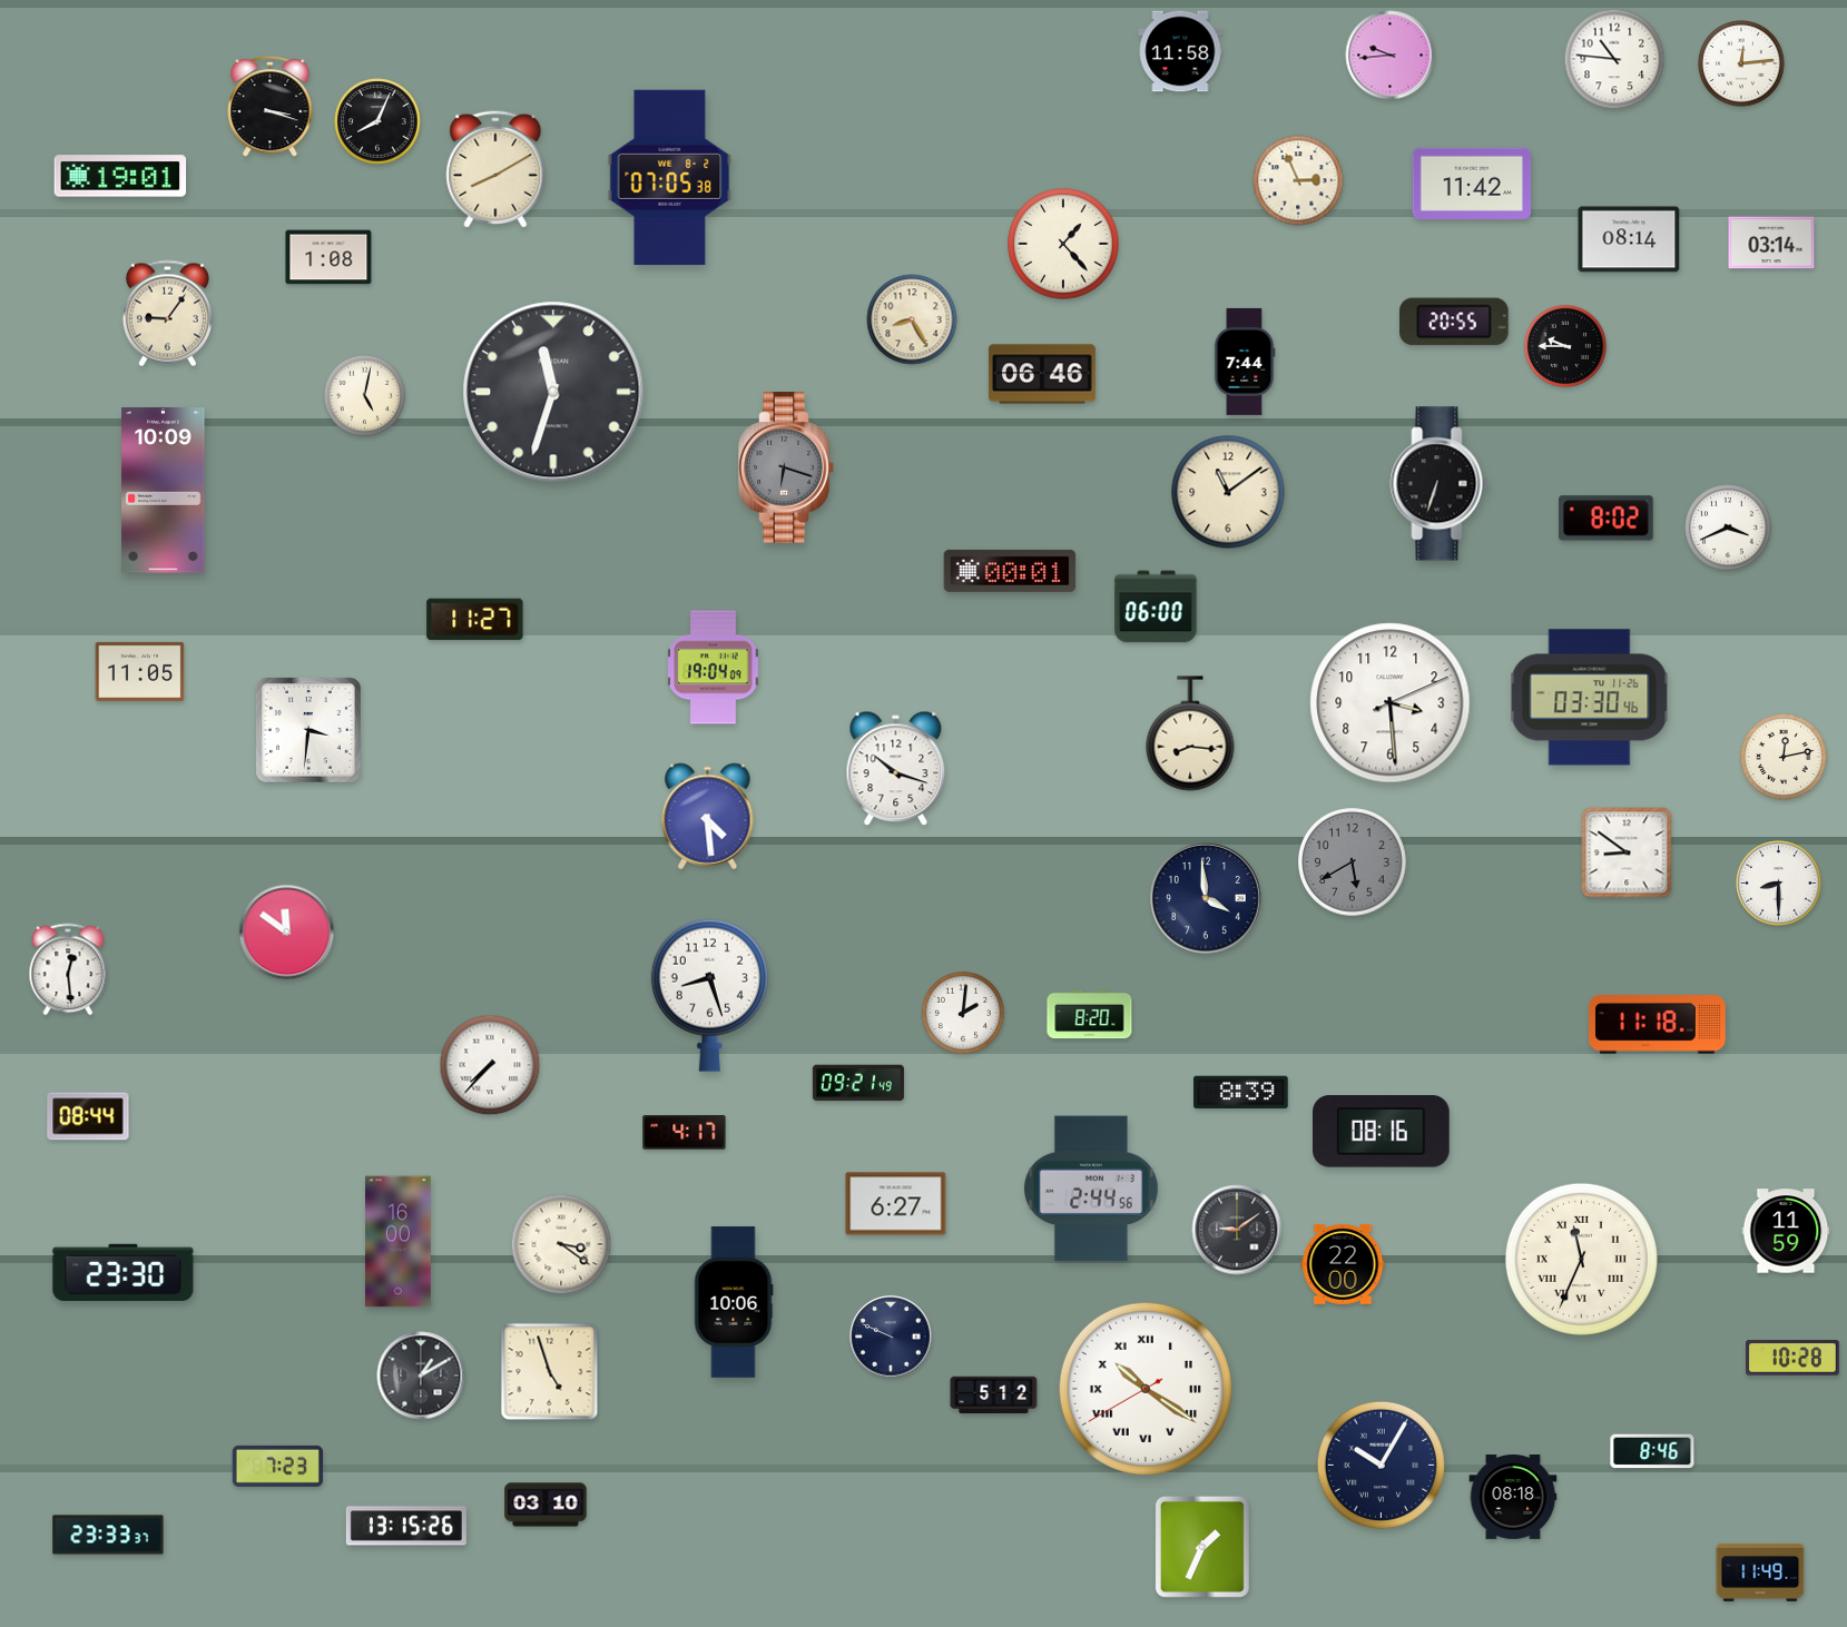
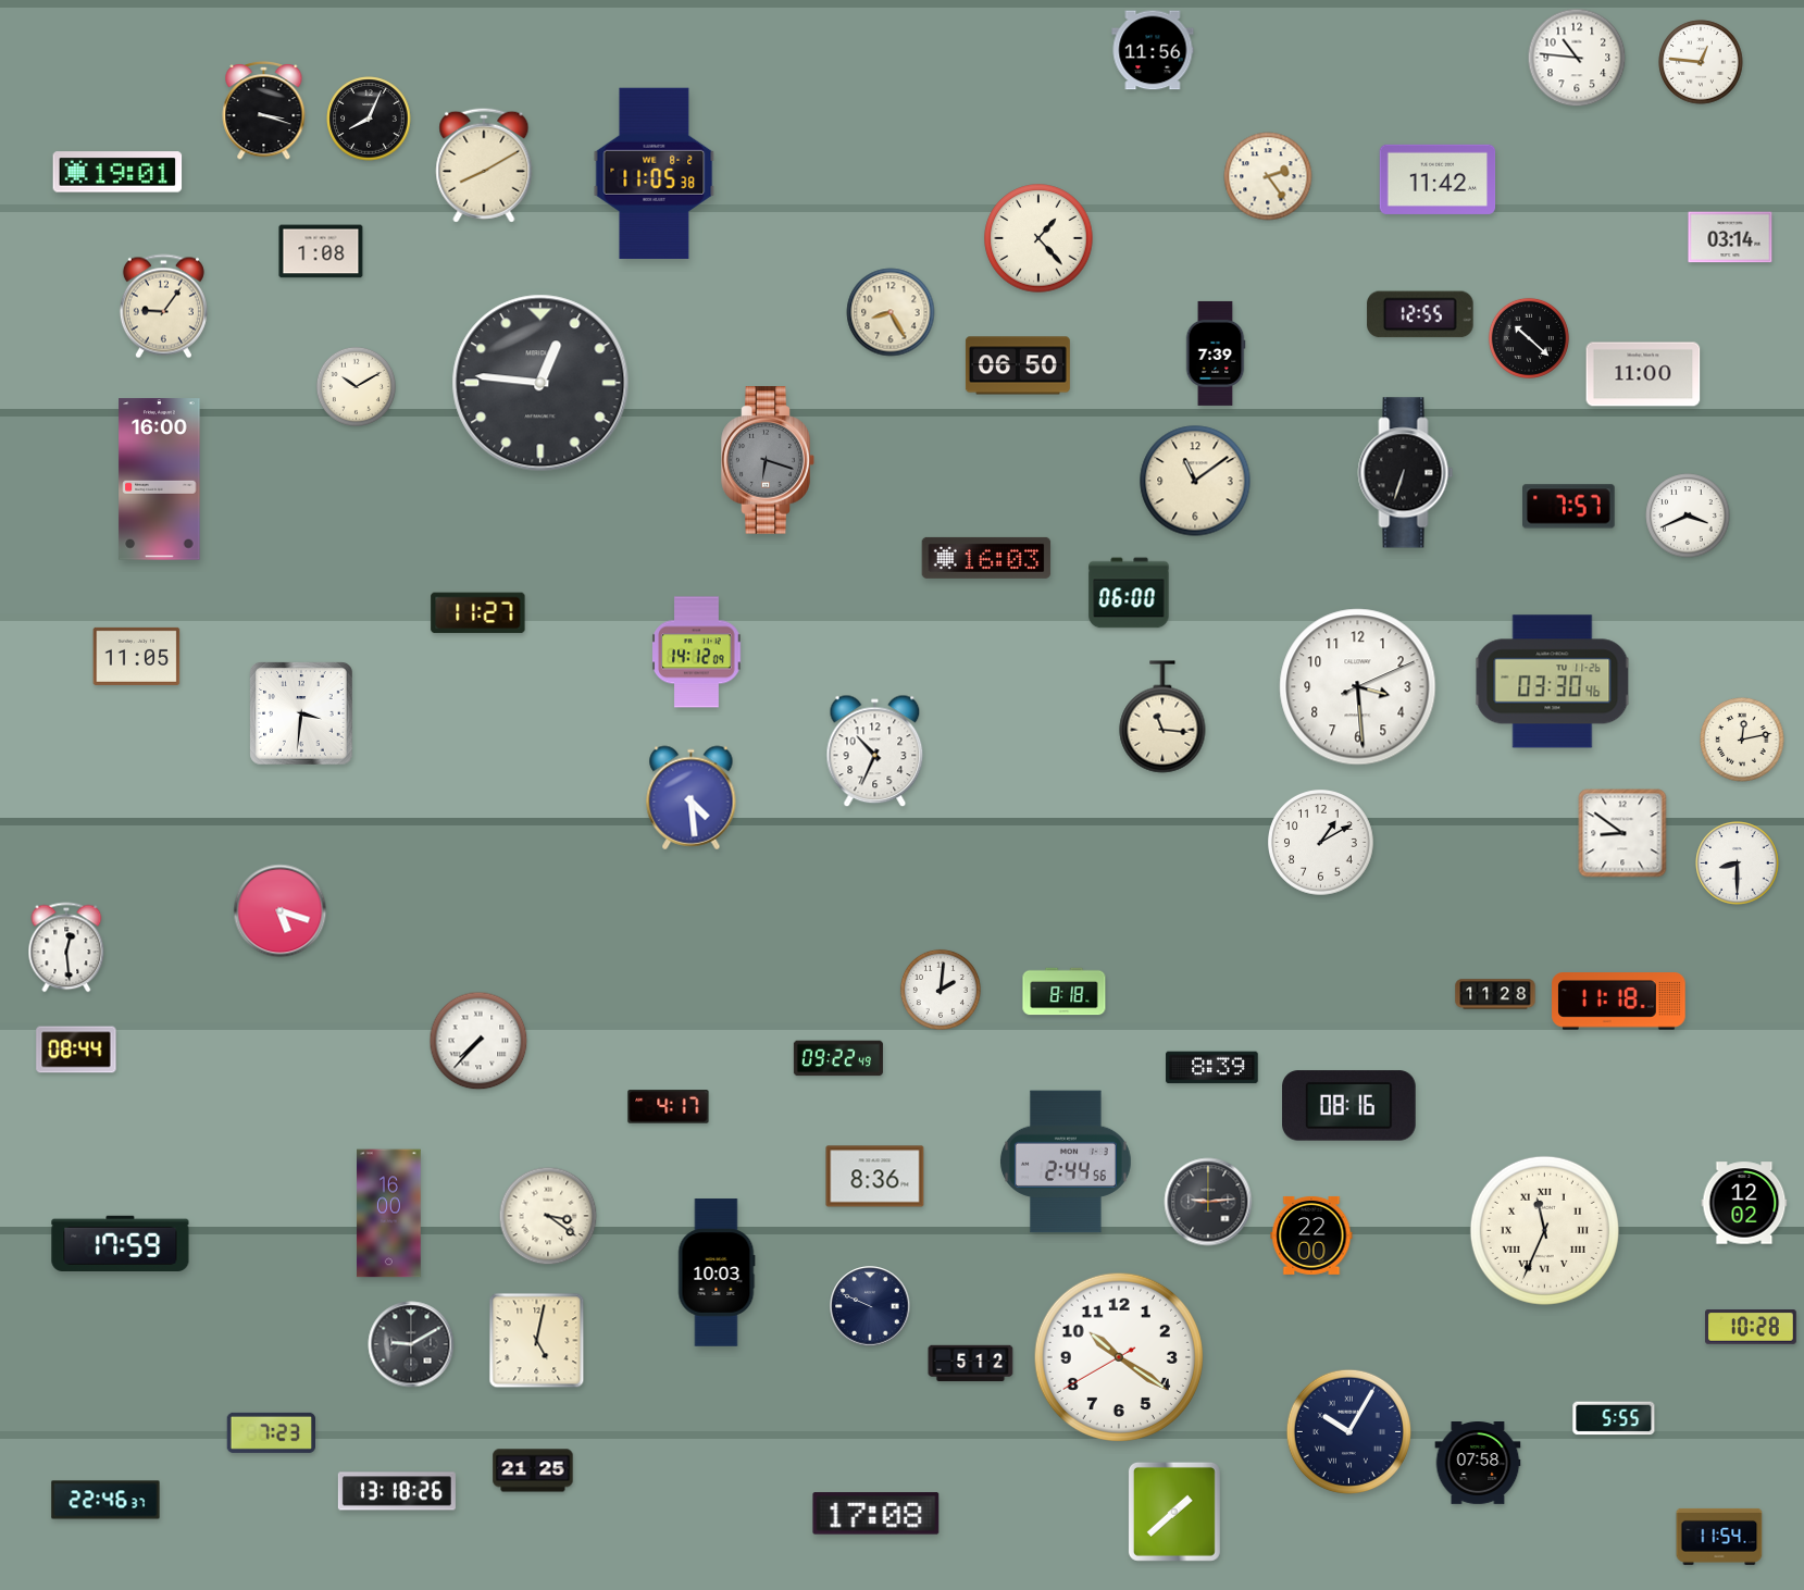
clock at (1180, 51): 11:58 -> 11:56
clock at (1391, 56): 9:44 -> none
clock at (1741, 63): 12:14 -> 12:46
clock at (271, 106) position: (271, 106) -> (264, 110)
clock at (670, 177): 07:05 -> 11:05
clock at (1298, 180): 2:56 -> 2:24
clock at (1629, 239): 08:14 -> none
clock at (1454, 322): 20:55 -> 12:55
clock at (1565, 346): 9:45 -> 10:22
clock at (1245, 362): 7:44 -> 7:39
clock at (1042, 374): 06:46 -> 06:50
clock at (1643, 374): none -> 11:00
clock at (553, 392): 11:33 -> 12:46
clock at (364, 395): 5:02 -> 10:10
clock at (786, 467) position: (786, 467) -> (768, 460)
clock at (164, 491): 10:09 -> 16:00
clock at (1228, 492) position: (1228, 492) -> (1195, 481)
clock at (1607, 519): 8:02 -> 7:57
clock at (1010, 571): 00:01 -> 16:03
clock at (475, 620) position: (475, 620) -> (478, 613)
clock at (714, 668): 19:04 -> 14:12
clock at (1190, 733): 8:16 -> 11:16
clock at (896, 769): 10:18 -> 10:34
clock at (1627, 852) position: (1627, 852) -> (1622, 833)
clock at (1353, 862): 5:40 -> 1:10
clock at (1353, 862) dial: grey -> white
clock at (1207, 899): 3:59 -> none
clock at (287, 933): 11:51 -> 5:18
clock at (709, 995): 8:27 -> none
clock at (1090, 1015): 8:20 -> 8:18
clock at (1495, 994): none -> 11:28
clock at (858, 1083): 09:21 -> 09:22
clock at (88, 1116) position: (88, 1116) -> (76, 1049)
clock at (896, 1204): 6:27 -> 8:36
clock at (1237, 1230): 9:09 -> 9:14
clock at (1786, 1231): 11:59 -> 12:02
clock at (124, 1272): 23:30 -> 17:59
clock at (734, 1302): 10:06 -> 10:03
clock at (550, 1372): 4:57 -> 5:02
clock at (421, 1375): 1:10 -> 9:10
clock at (1146, 1389) numerals: Roman -> Arabic
clock at (1652, 1451): 8:46 -> 5:55
clock at (1513, 1498): 08:18 -> 07:58
clock at (546, 1505): 03:10 -> 21:25
clock at (406, 1526): 13:15 -> 13:18
clock at (108, 1535): 23:33 -> 22:46
clock at (1202, 1547): 1:34 -> 1:38
clock at (876, 1514): none -> 17:08
clock at (1760, 1572): 11:49 -> 11:54
